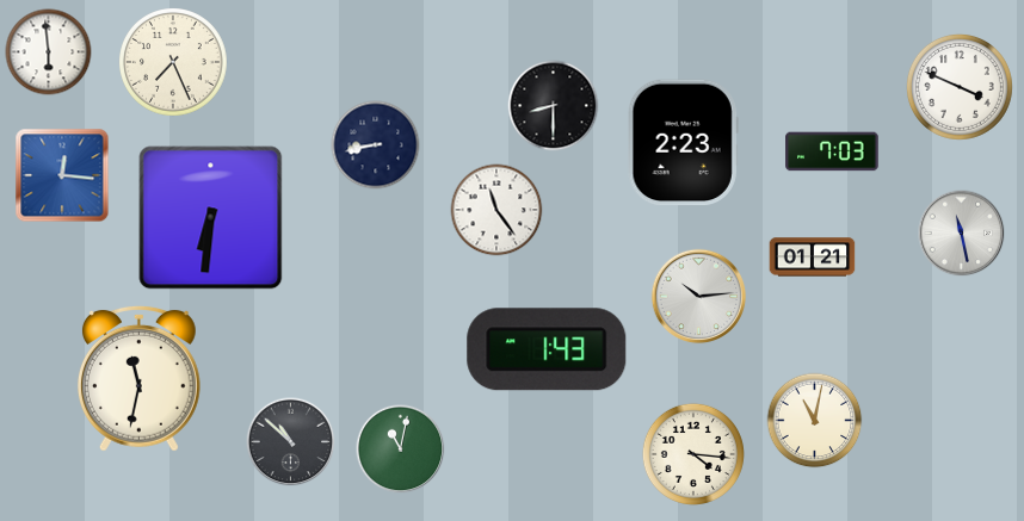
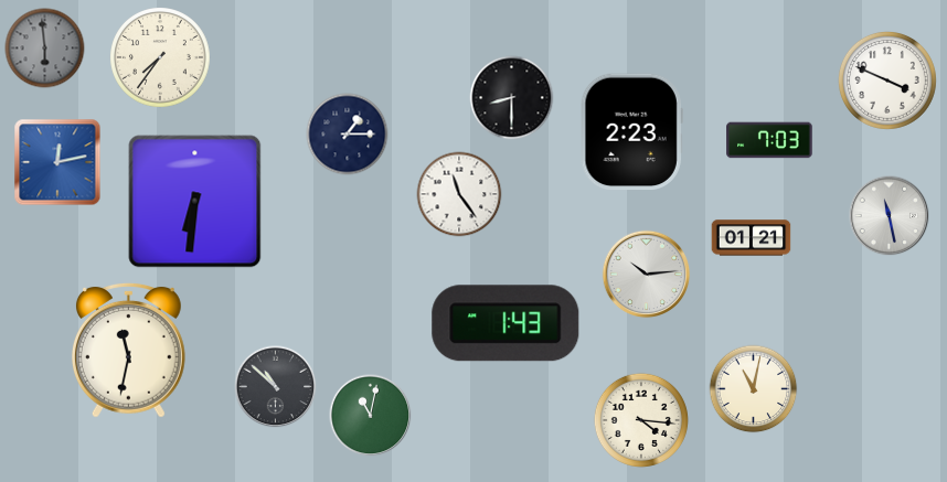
clock at (49, 52) dial: white -> grey
clock at (174, 63): 7:26 -> 7:36
clock at (376, 145): 8:43 -> 1:15
clock at (62, 175): 12:16 -> 12:13
clock at (291, 442) position: (291, 442) -> (276, 387)
